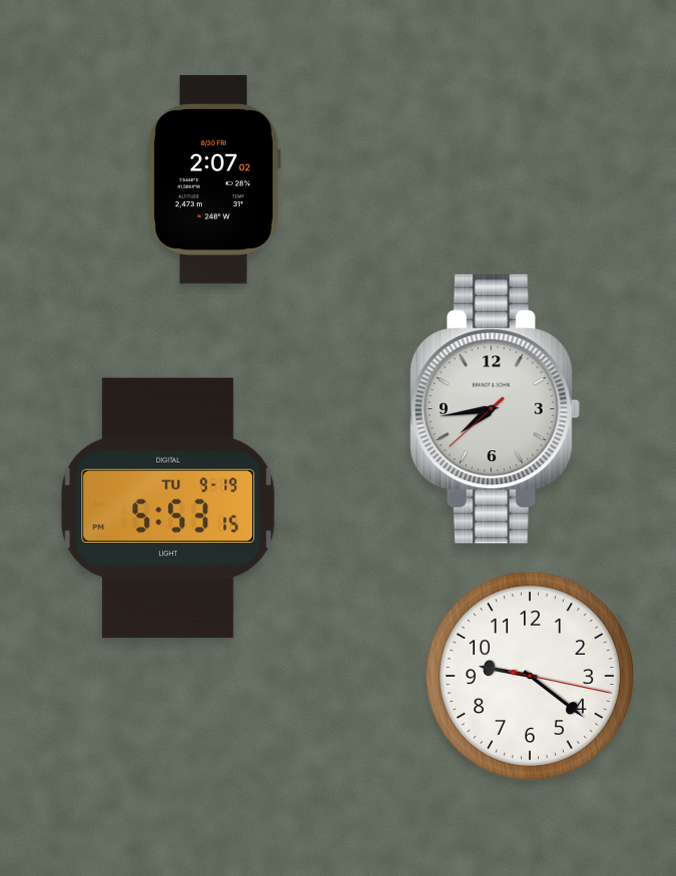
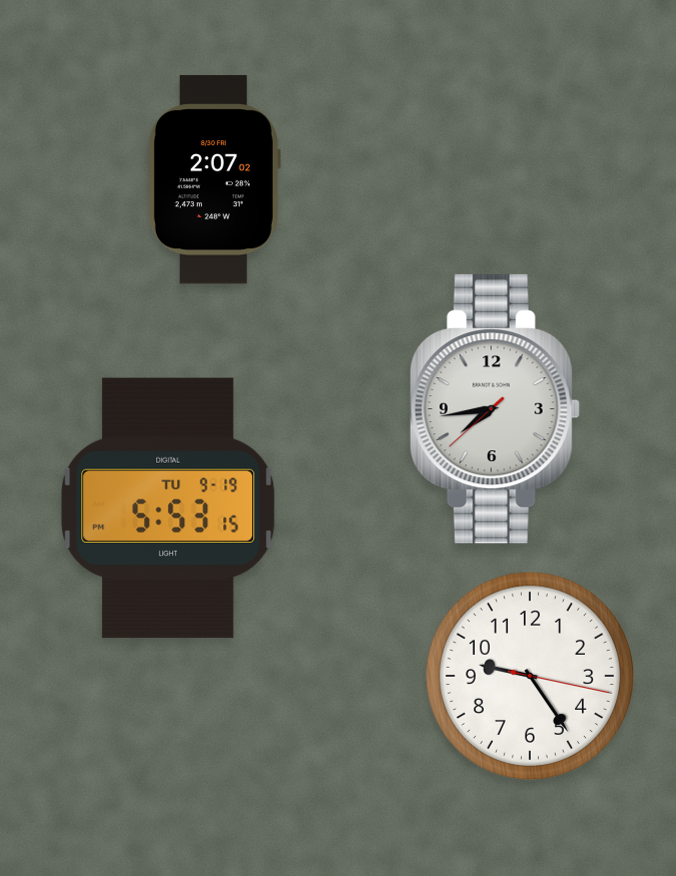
clock at (529, 675): 9:21 -> 9:24
